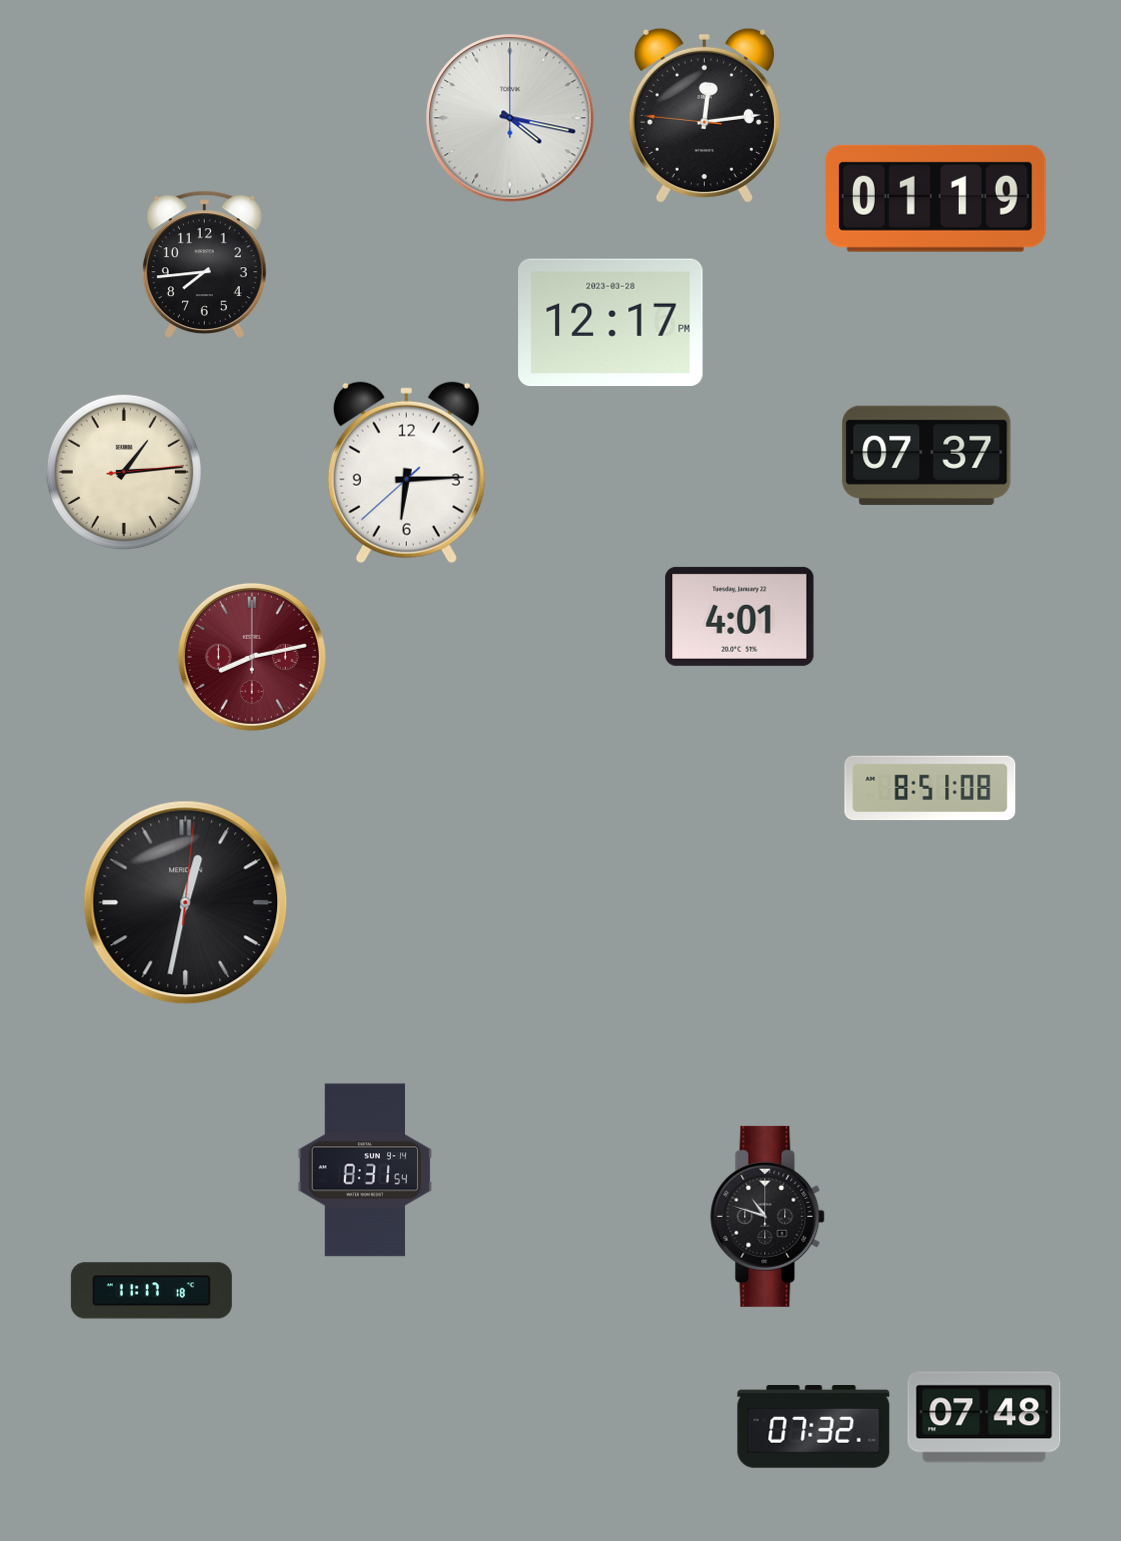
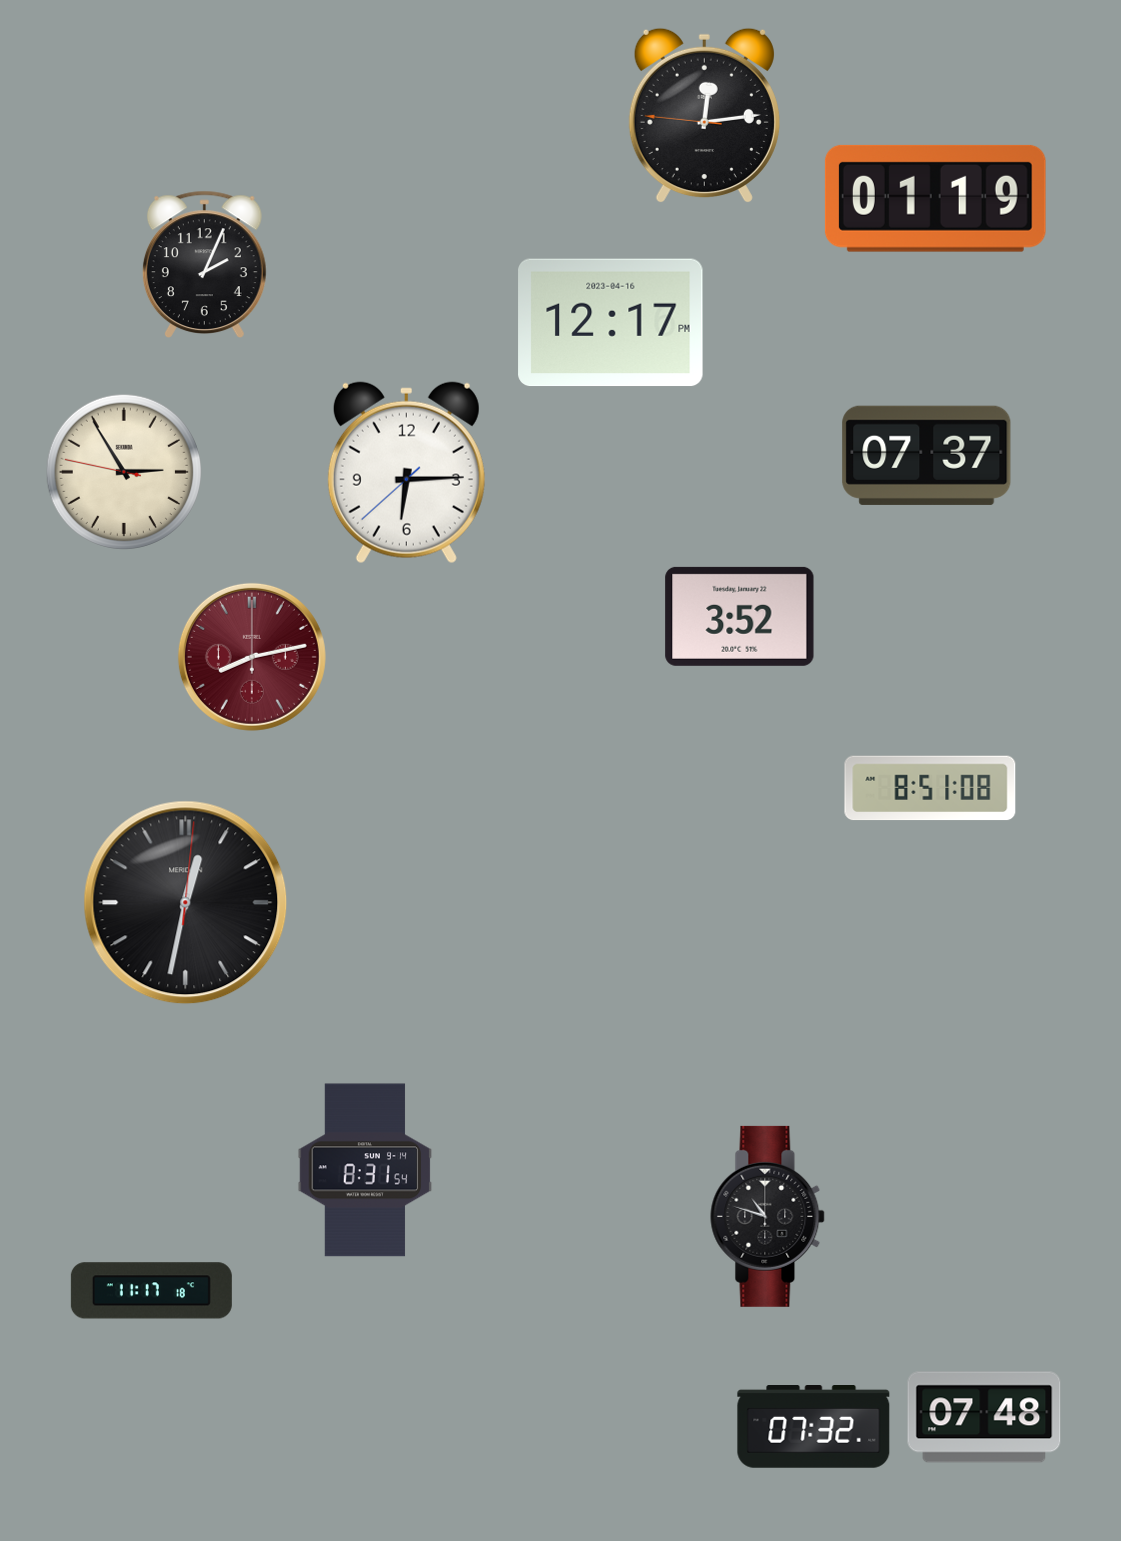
clock at (510, 118): 4:17 -> none
clock at (204, 264): 7:44 -> 2:04
clock at (611, 323) date: 2023-03-28 -> 2023-04-16
clock at (124, 472): 1:14 -> 2:54
clock at (740, 616): 4:01 -> 3:52
